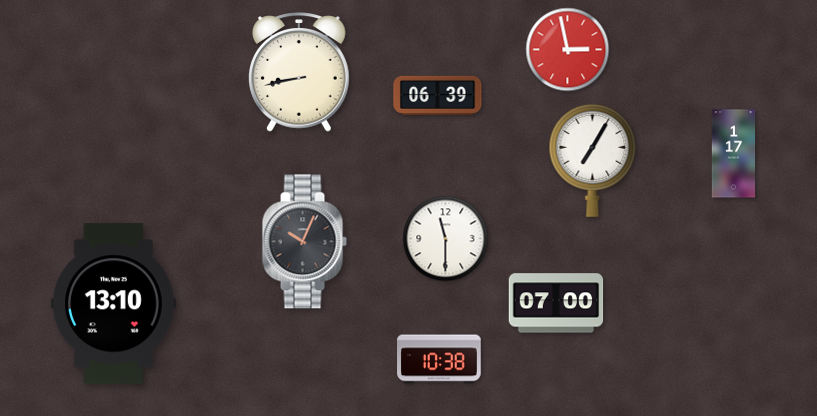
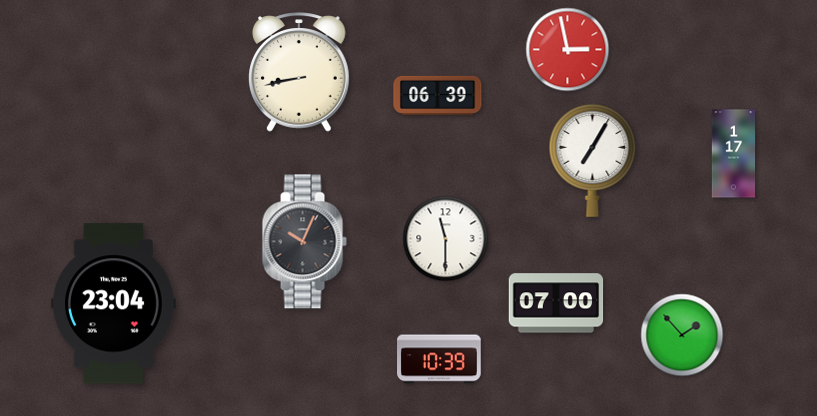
clock at (114, 304): 13:10 -> 23:04
clock at (682, 335): none -> 1:53
clock at (439, 359): 10:38 -> 10:39
